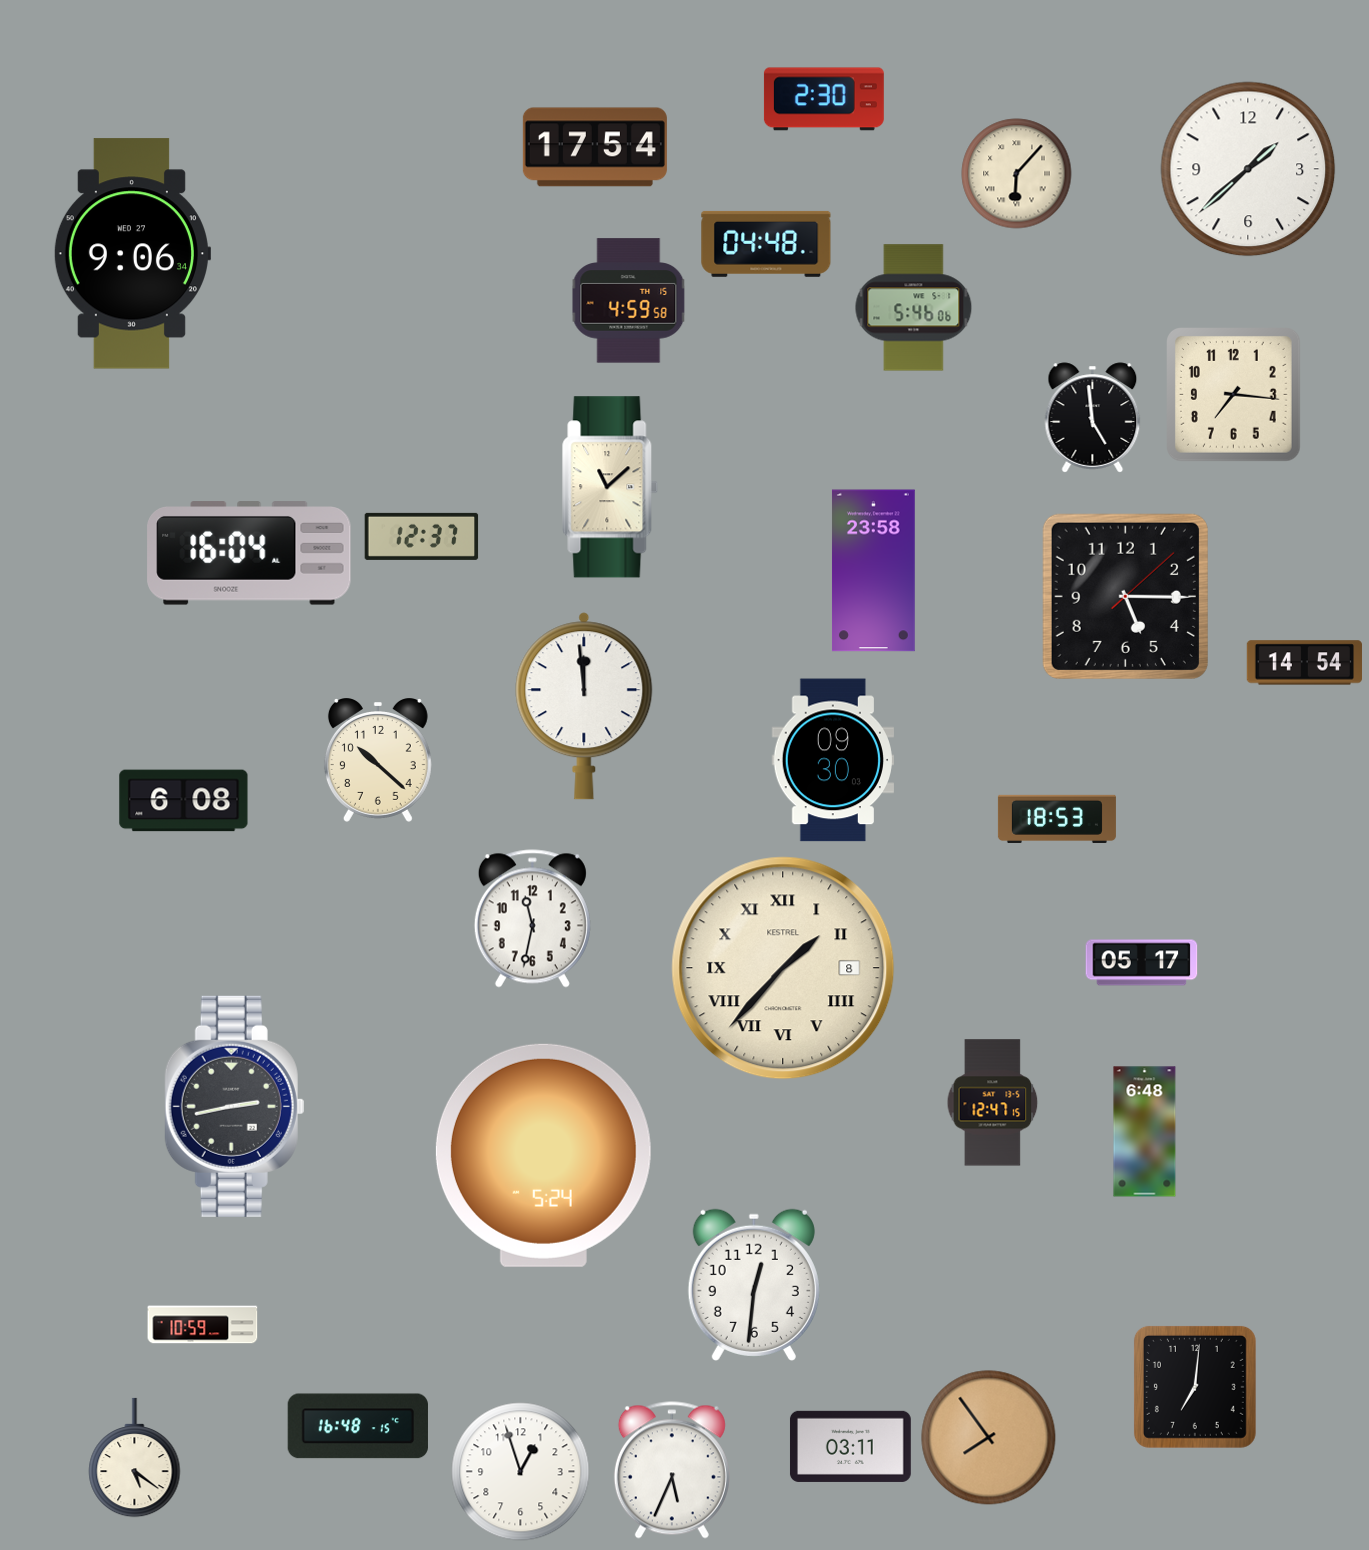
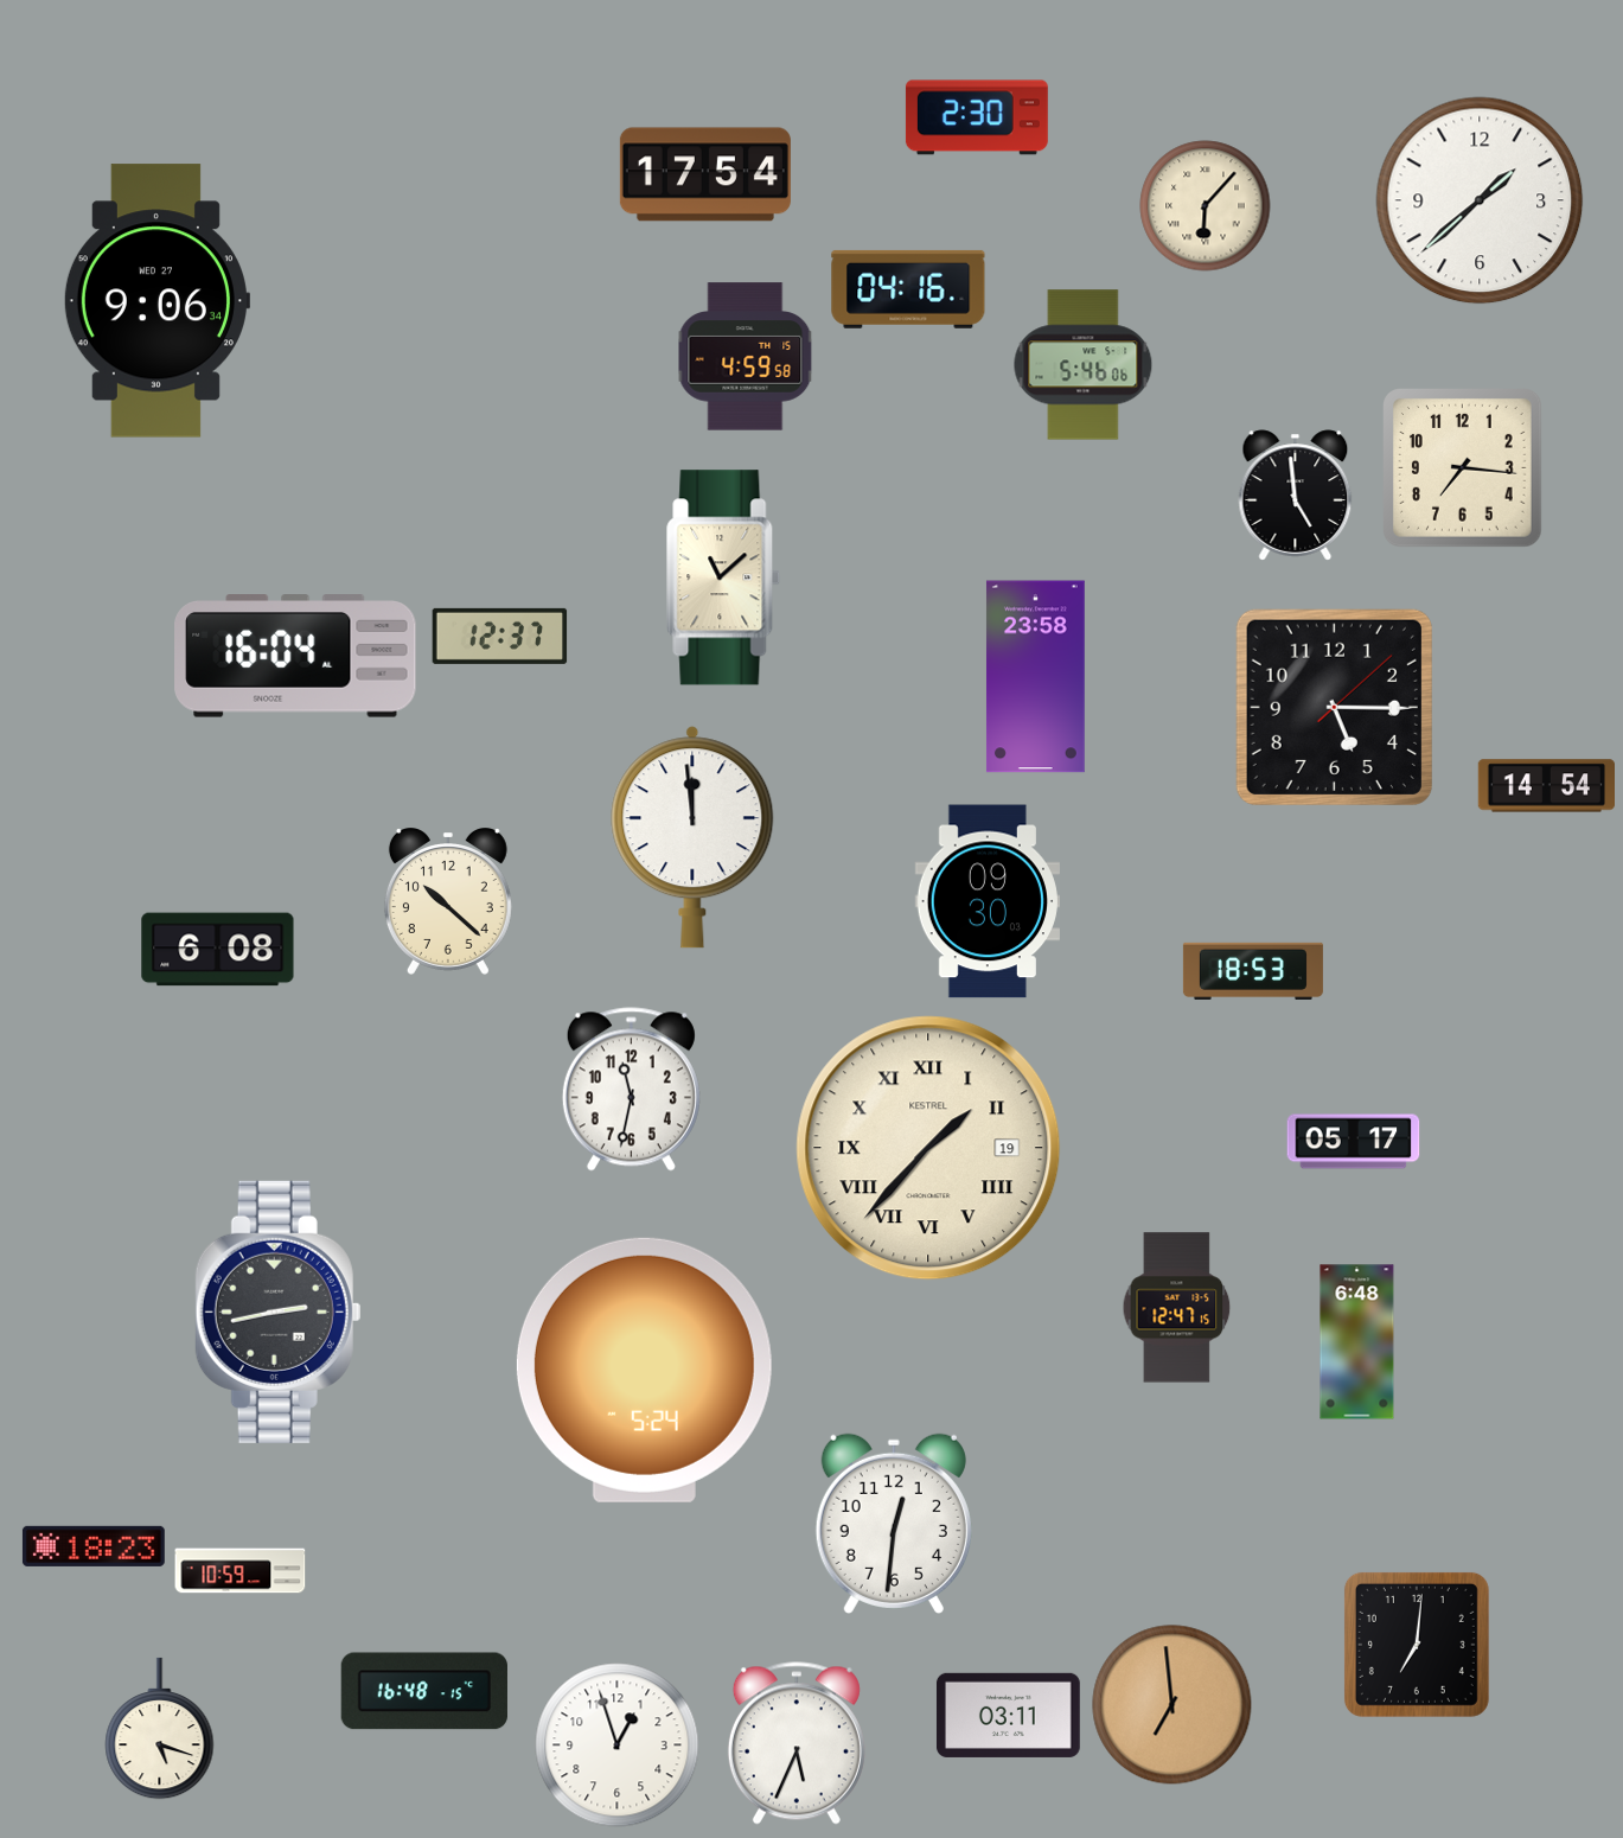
clock at (766, 244): 04:48 -> 04:16
clock at (783, 968) date: 8 -> 19
clock at (94, 1546): none -> 18:23
clock at (989, 1438): 7:54 -> 6:59
clock at (135, 1458): 5:21 -> 5:18
